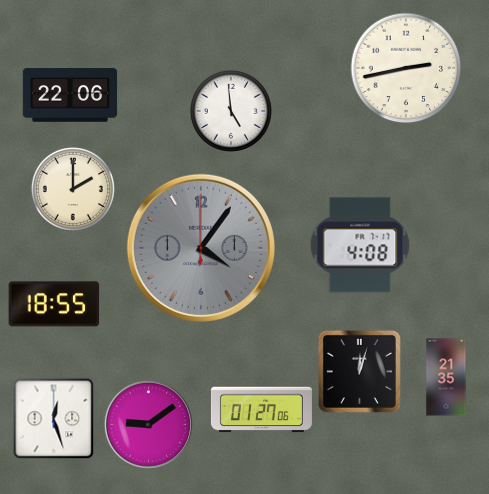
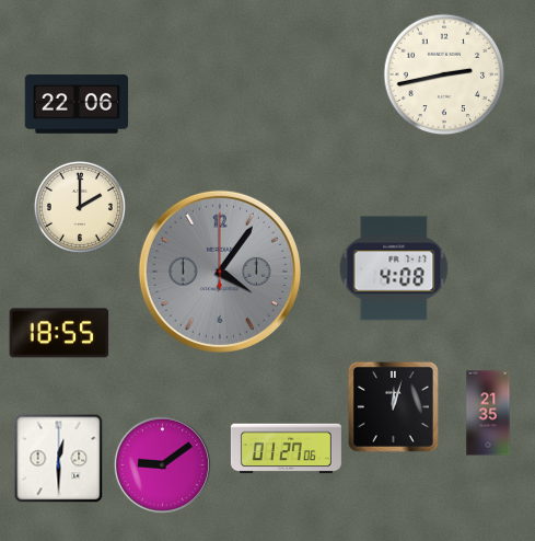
clock at (231, 111): 4:59 -> none
clock at (53, 418): 12:27 -> 12:30
